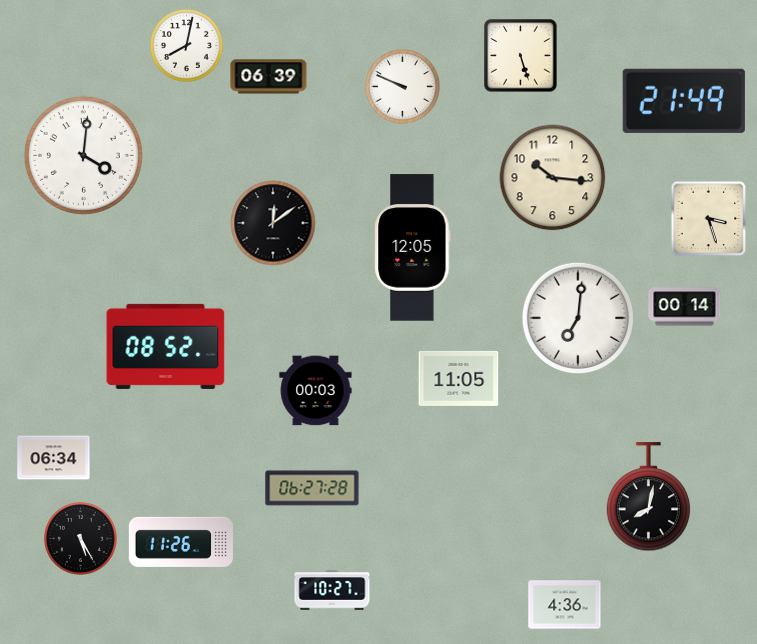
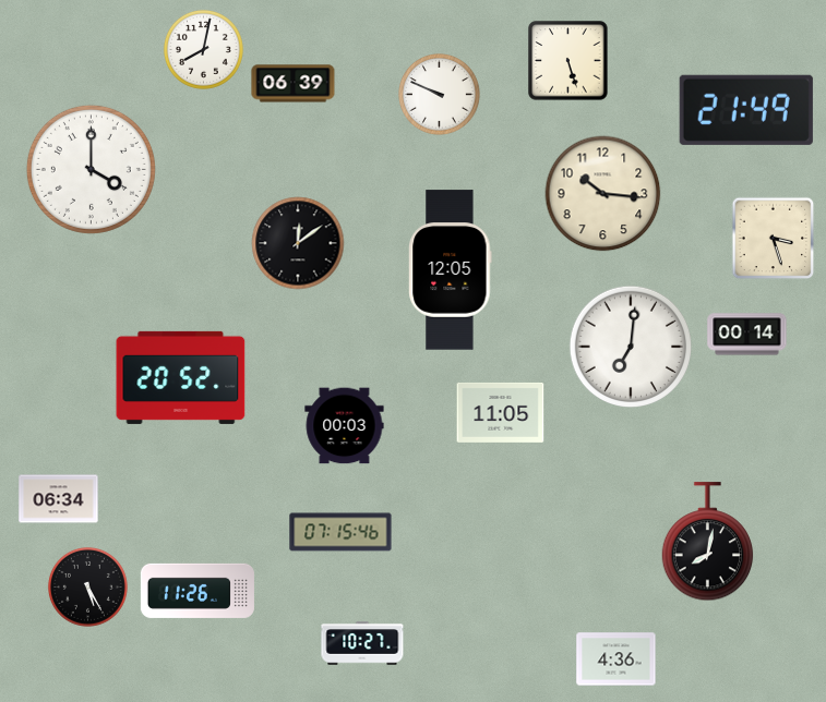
clock at (83, 155): 4:01 -> 4:00
clock at (166, 346): 08:52 -> 20:52
clock at (312, 488): 06:27 -> 07:15
